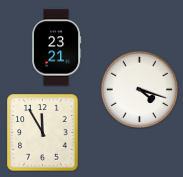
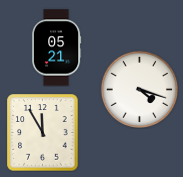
clock at (56, 48): 23:21 -> 05:21
